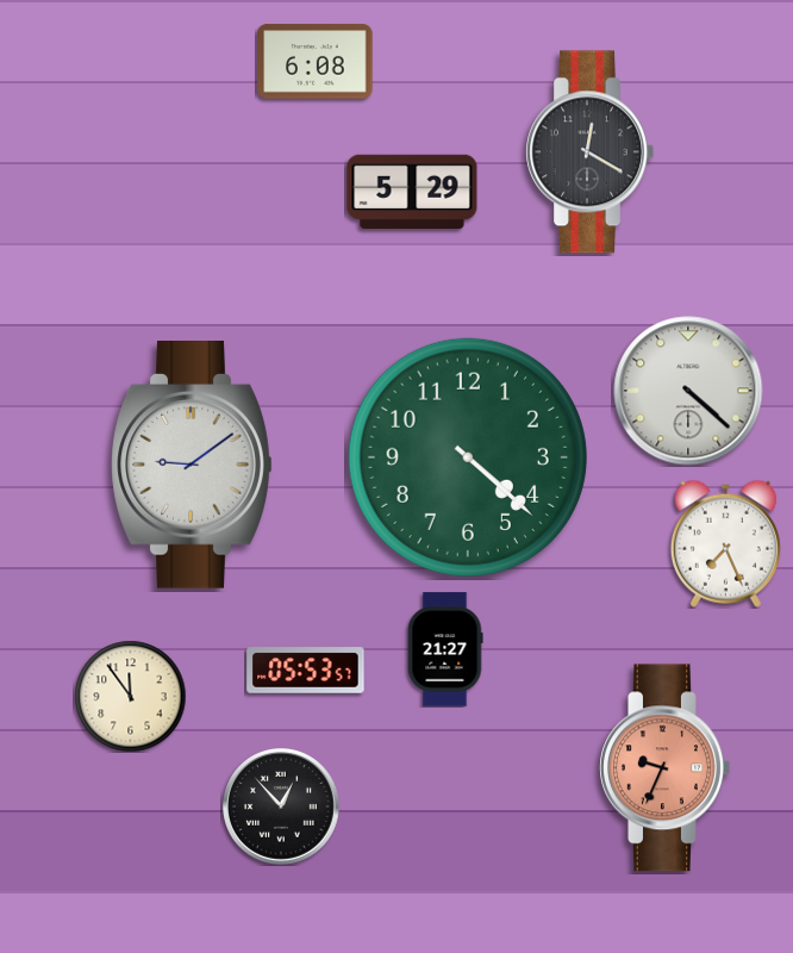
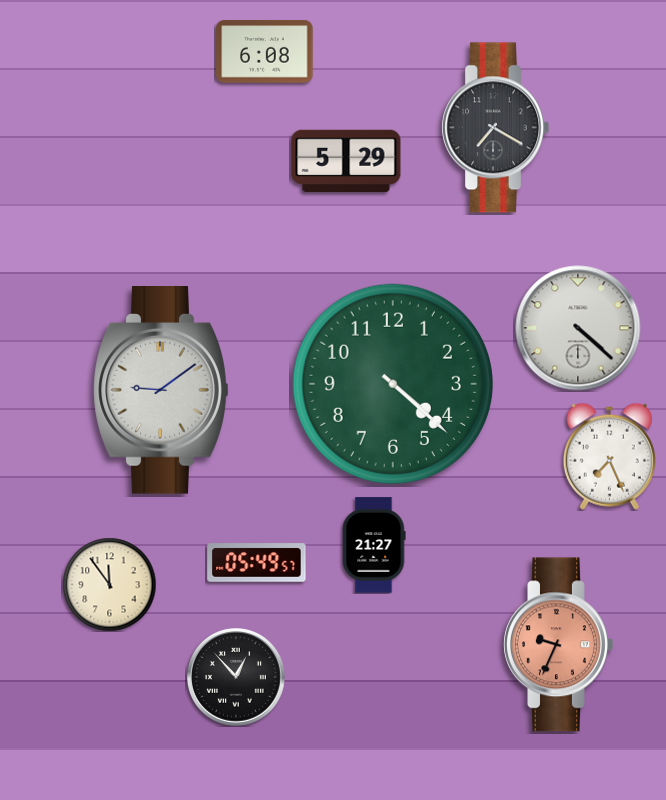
clock at (589, 152): 12:20 -> 7:20
clock at (306, 671): 05:53 -> 05:49
